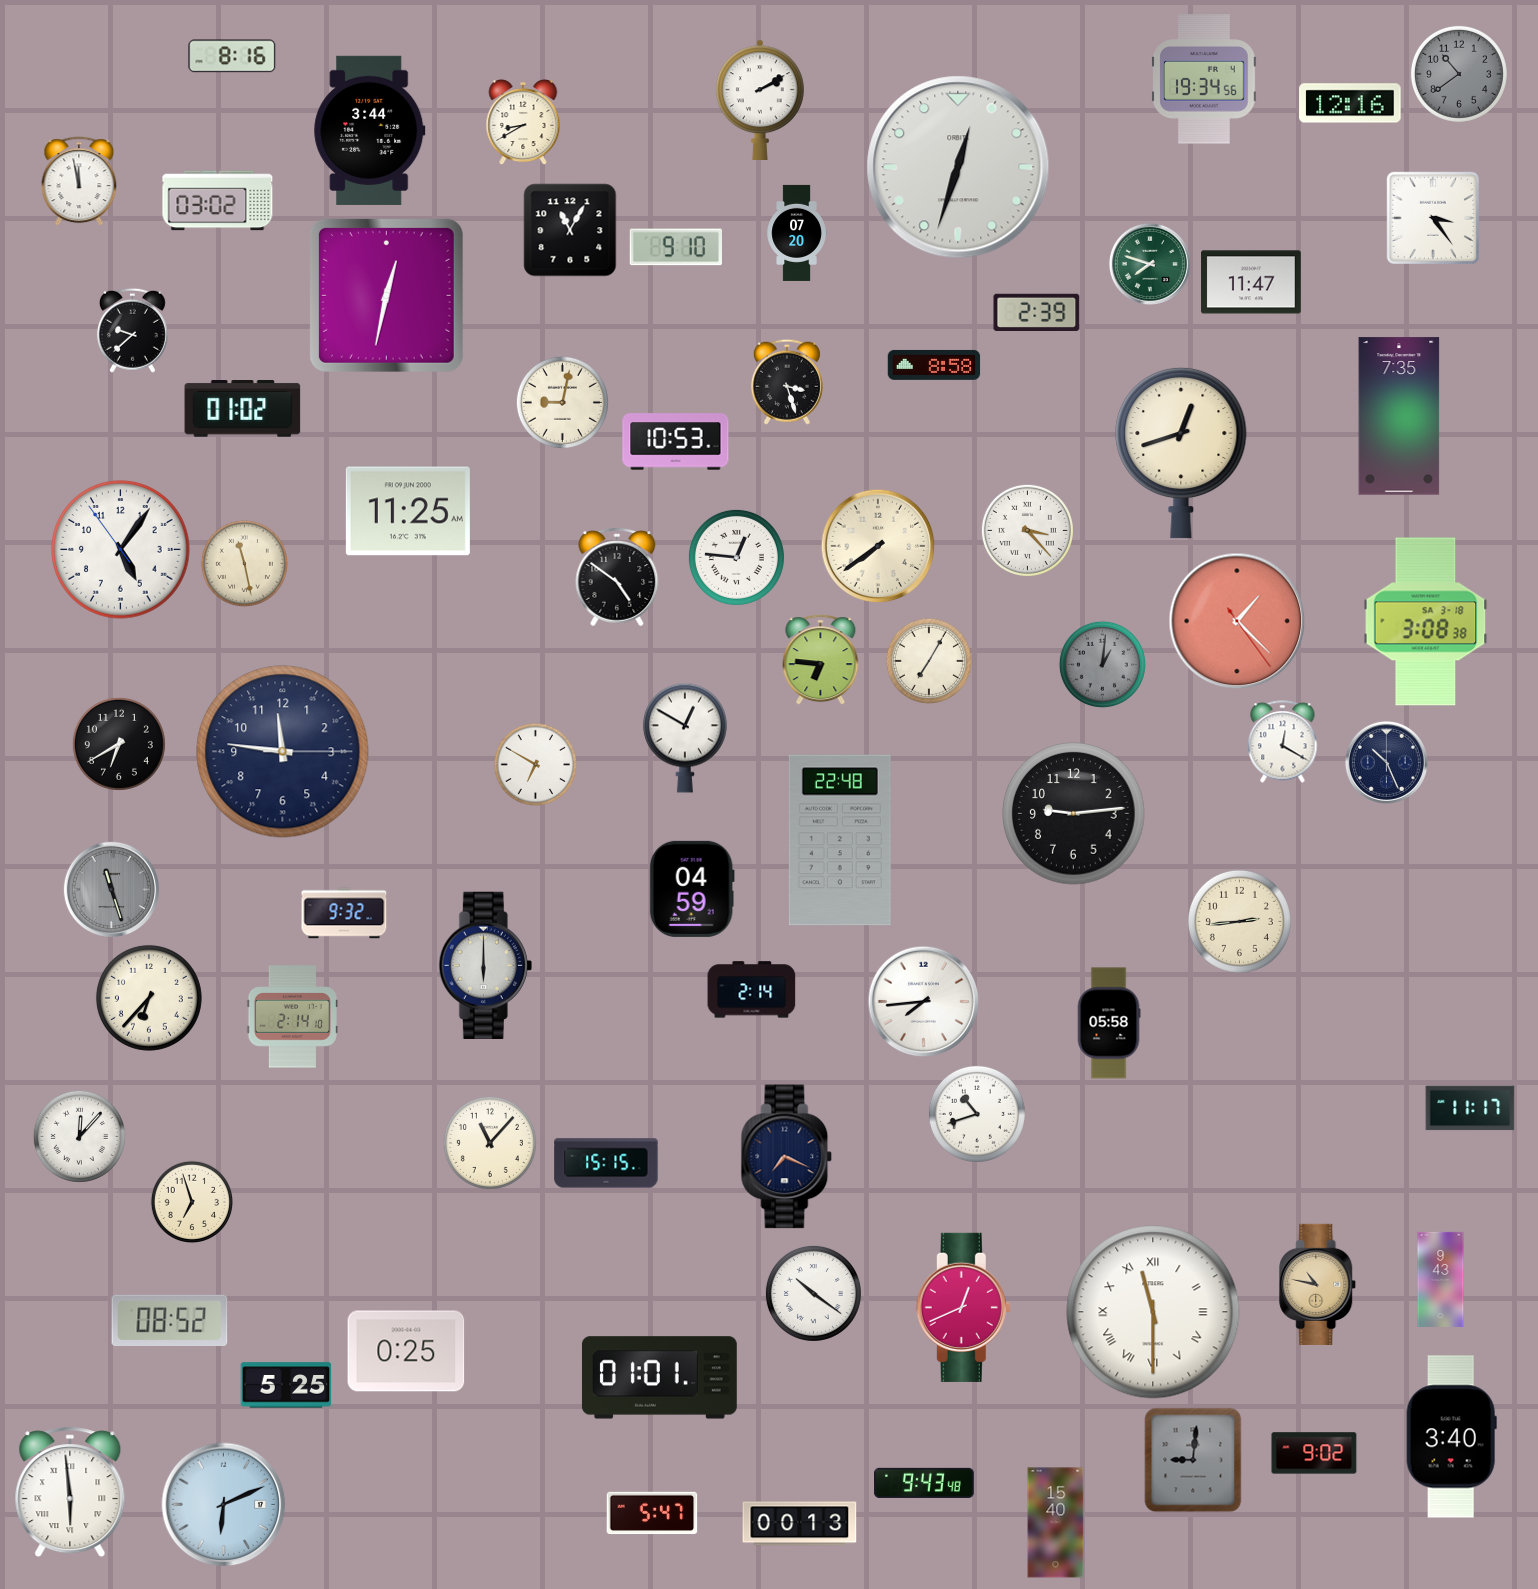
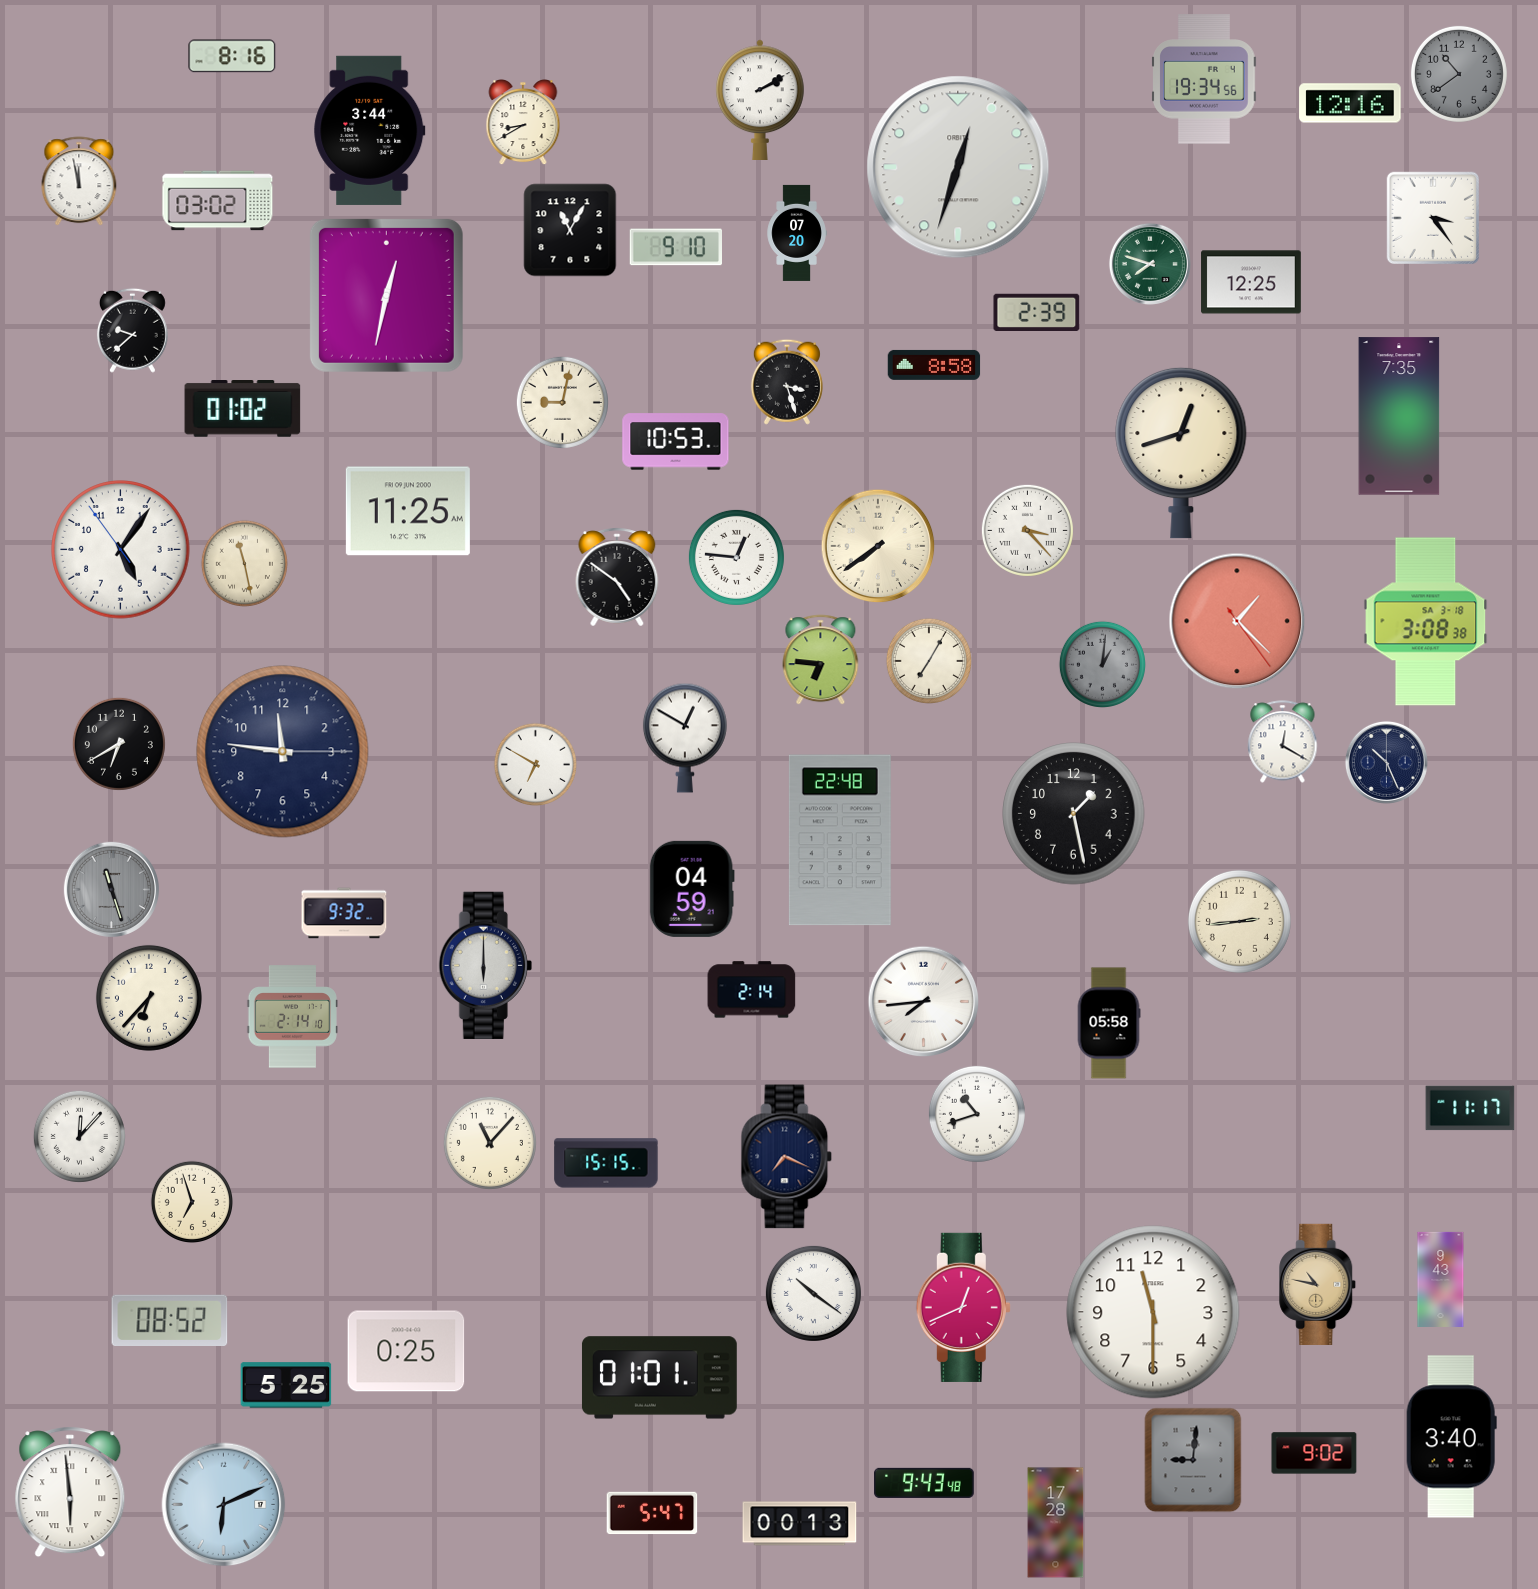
clock at (1251, 282): 11:47 -> 12:25
clock at (1074, 814): 9:14 -> 1:28
clock at (1153, 1312) numerals: Roman -> Arabic
clock at (1056, 1523): 15:40 -> 17:28
